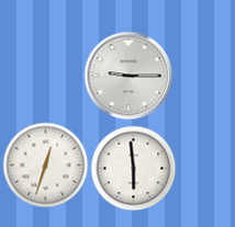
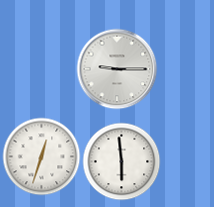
clock at (45, 164) position: (45, 164) -> (41, 156)
clock at (133, 168) position: (133, 168) -> (121, 161)
